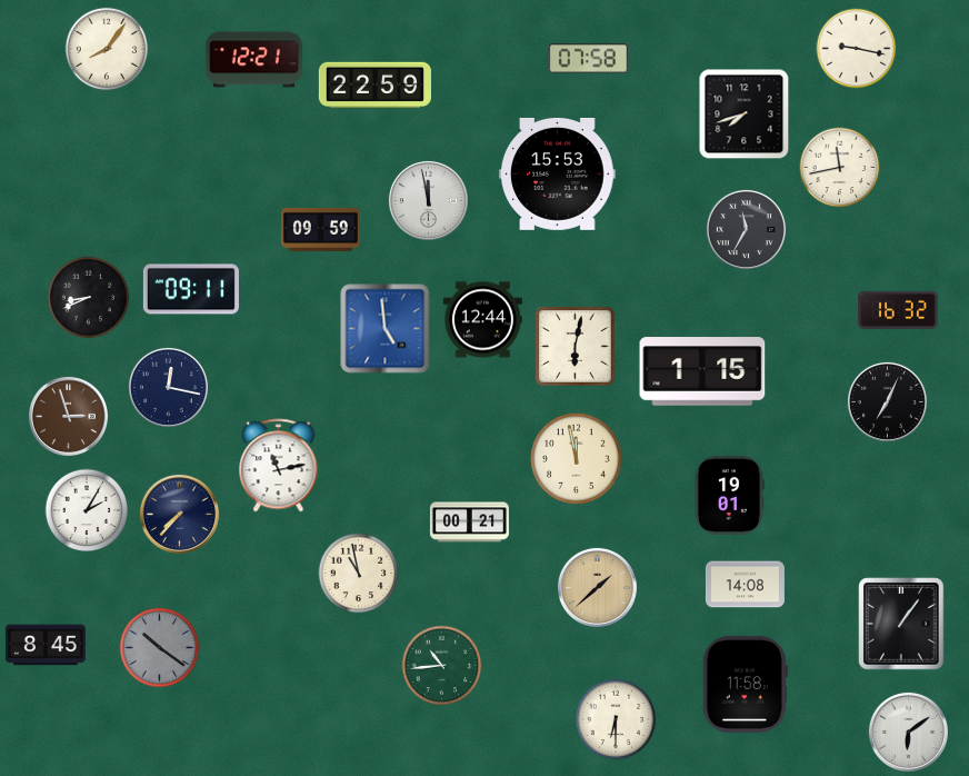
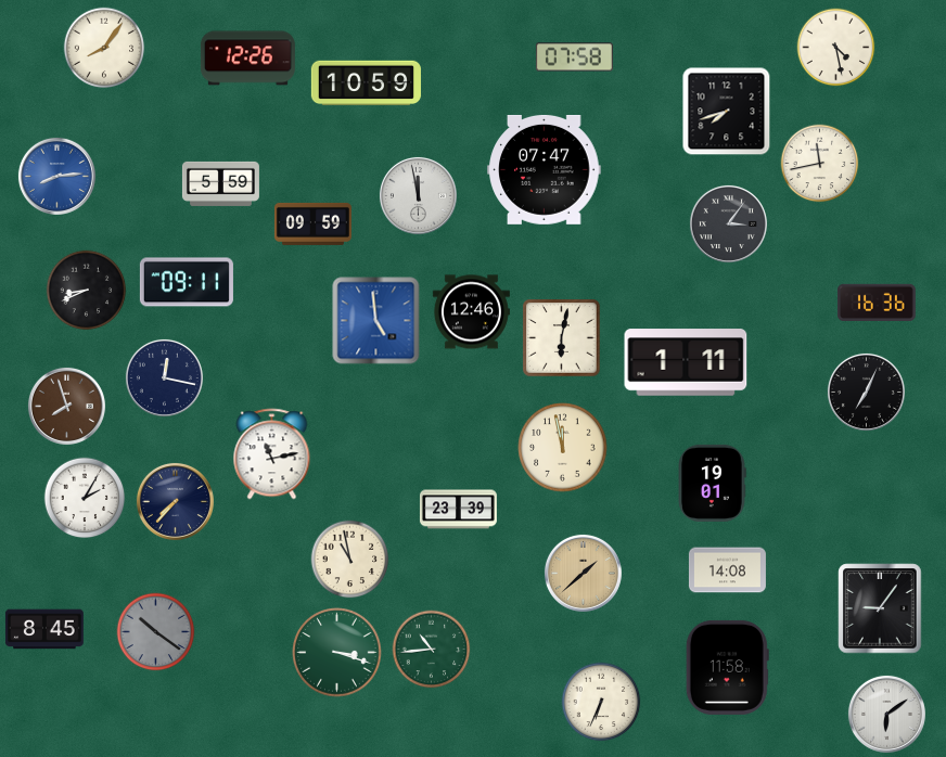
clock at (857, 49): 9:17 -> 4:28
clock at (253, 60): 12:21 -> 12:26
clock at (374, 86): 22:59 -> 10:59
clock at (558, 173): 15:53 -> 07:47
clock at (56, 176): none -> 8:14
clock at (220, 183): none -> 5:59
clock at (746, 229): 11:35 -> 3:06
clock at (898, 310): 16:32 -> 16:36
clock at (482, 320): 12:44 -> 12:46
clock at (702, 371): 1:15 -> 1:11
clock at (68, 416): 2:57 -> 7:57
clock at (469, 523): 00:21 -> 23:39
clock at (901, 624): 1:06 -> 9:06
clock at (337, 653): none -> 3:18
clock at (616, 719): 6:30 -> 6:34
